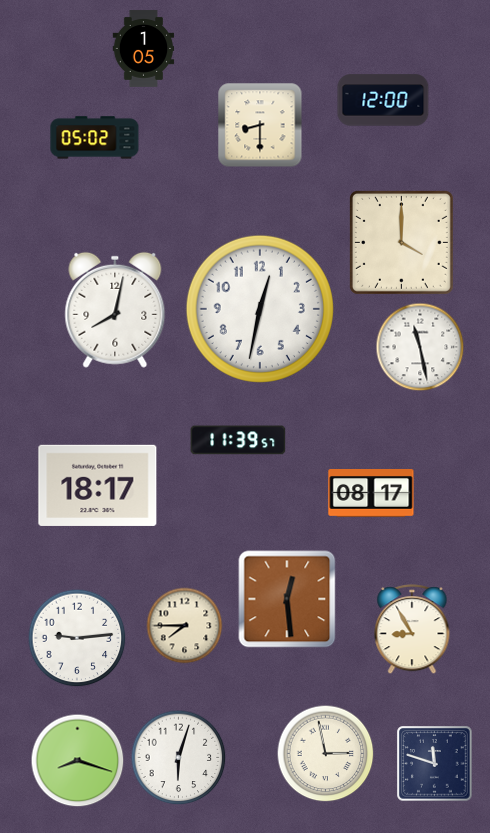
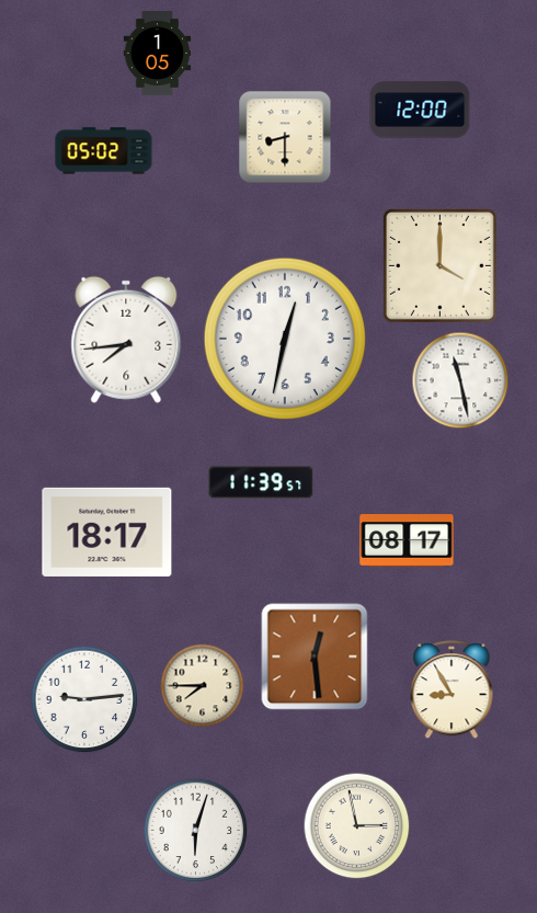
clock at (115, 310): 8:02 -> 7:44
clock at (78, 761): 8:18 -> none
clock at (435, 764): 11:48 -> none
